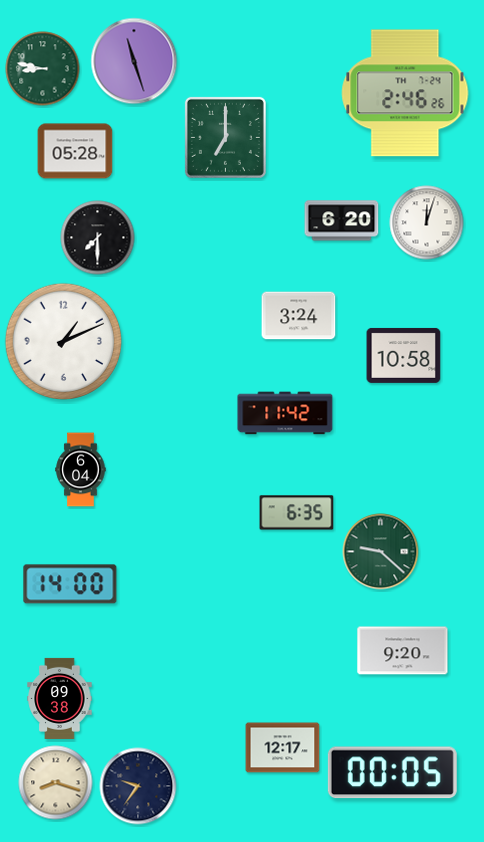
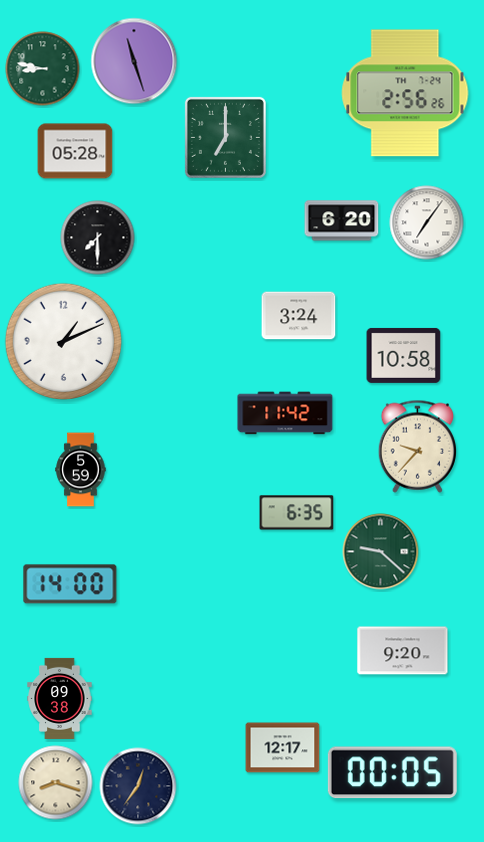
clock at (405, 93): 2:46 -> 2:56
clock at (427, 223): 12:03 -> 7:06
clock at (417, 446): none -> 9:37
clock at (81, 470): 6:04 -> 5:59
clock at (138, 786): 9:36 -> 12:36
